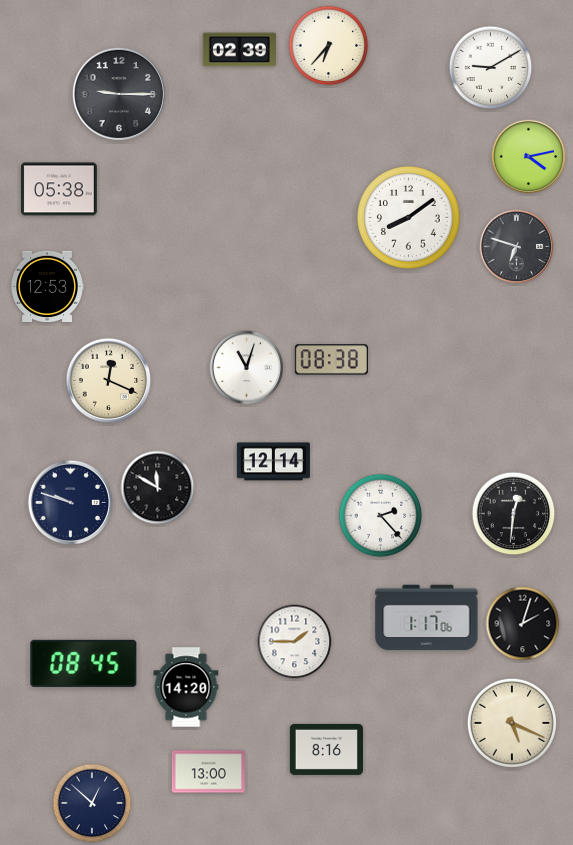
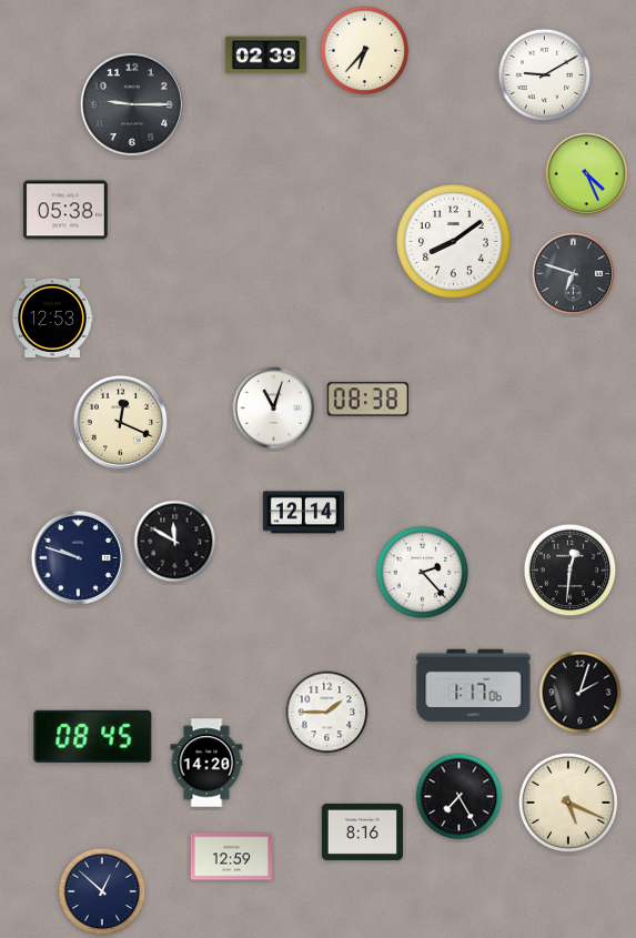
clock at (529, 157): 4:13 -> 4:26
clock at (460, 797): none -> 7:25
clock at (208, 772): 13:00 -> 12:59
